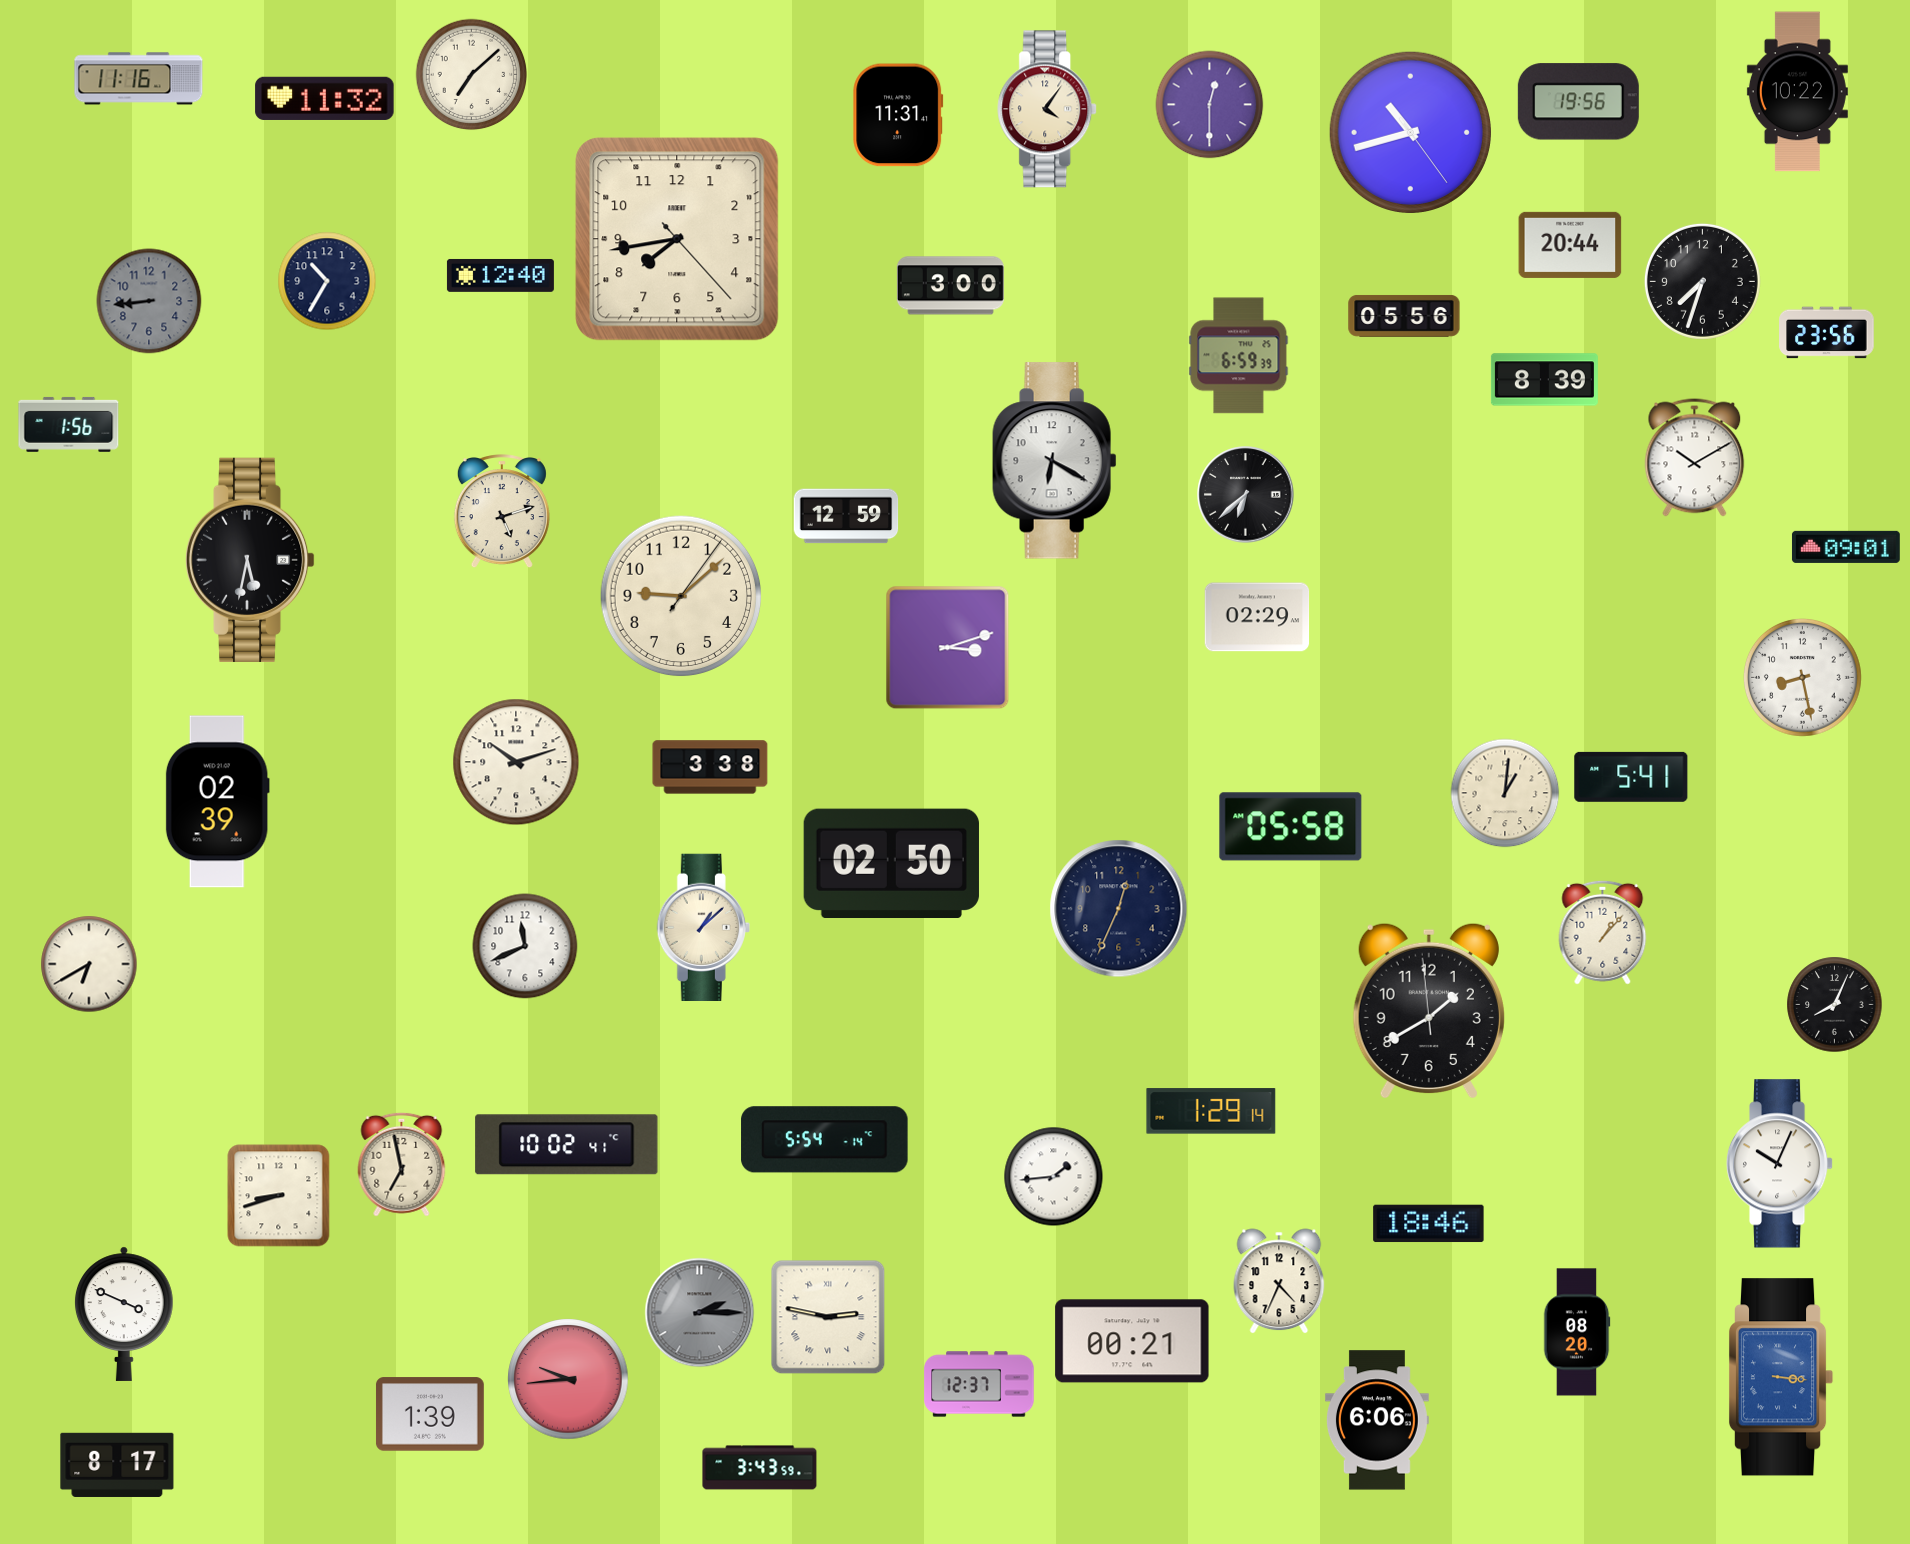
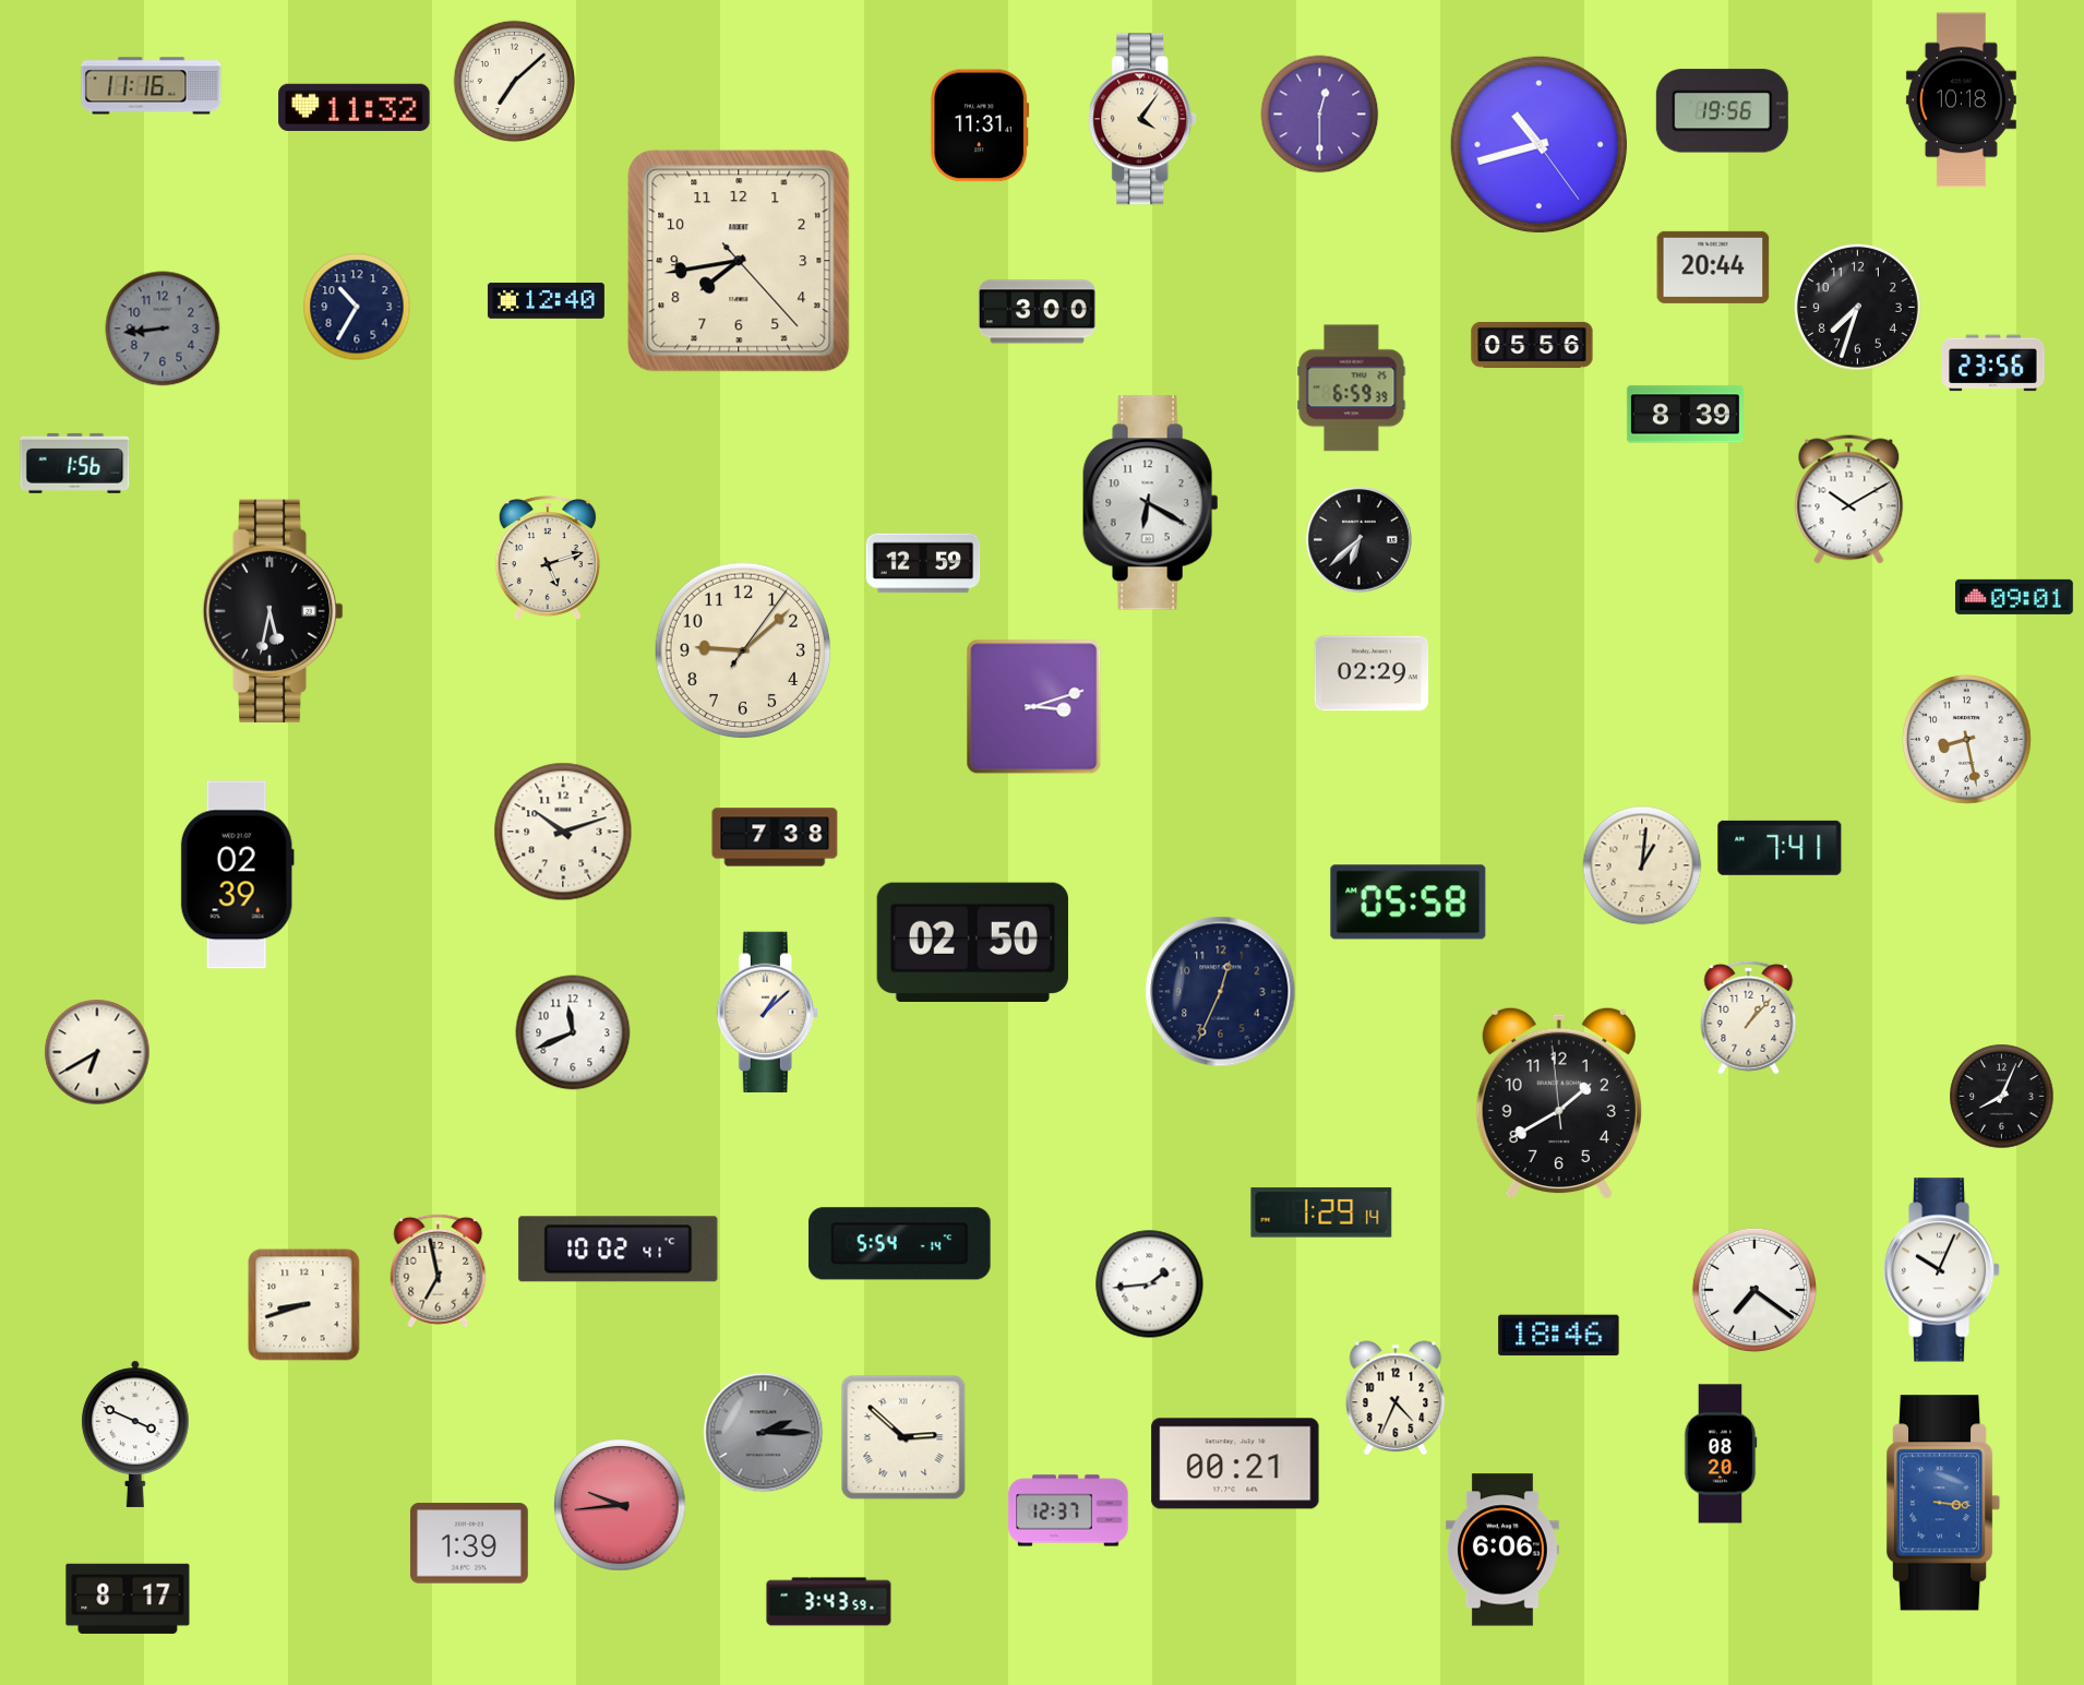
clock at (1797, 92): 10:22 -> 10:18
clock at (710, 767): 3:38 -> 7:38
clock at (1631, 777): 5:41 -> 7:41
clock at (1754, 1290): none -> 7:21
clock at (828, 1317): 2:47 -> 2:52
